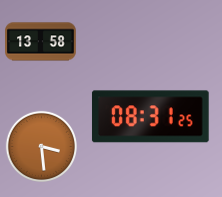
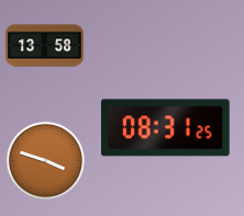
clock at (41, 146): 3:29 -> 3:48
